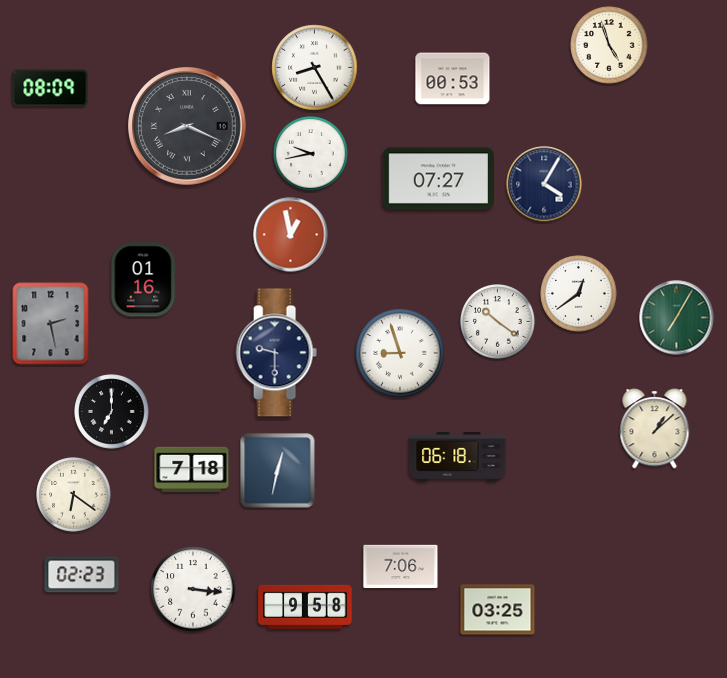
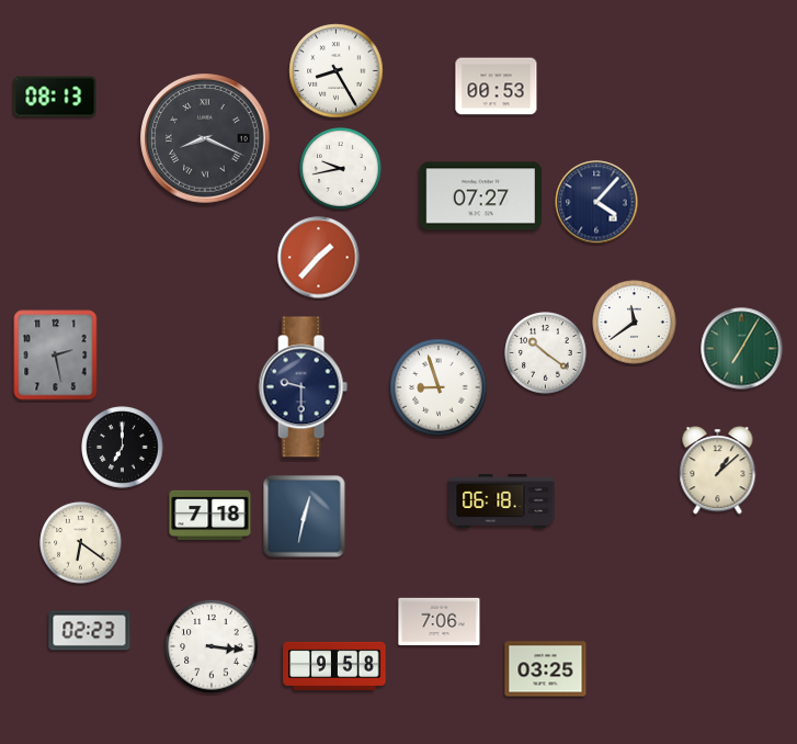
clock at (609, 45): 4:57 -> none
clock at (315, 68) position: (315, 68) -> (337, 71)
clock at (50, 88): 08:09 -> 08:13
clock at (544, 184): 4:05 -> 4:07
clock at (291, 235): 12:58 -> 1:37
clock at (143, 280): 01:16 -> none
clock at (579, 294): 12:39 -> 11:39
clock at (112, 412) position: (112, 412) -> (123, 448)
